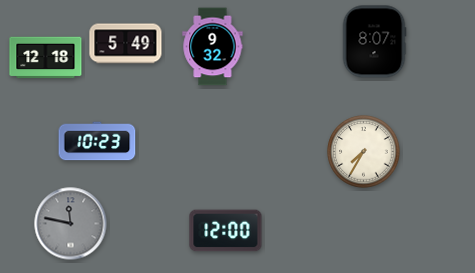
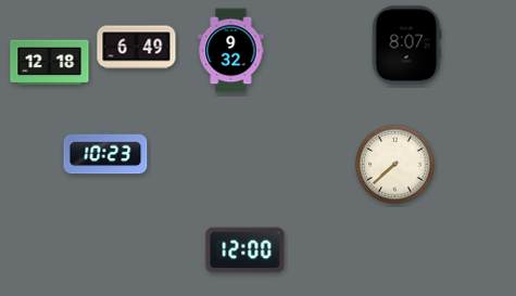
clock at (126, 44): 5:49 -> 6:49
clock at (364, 152): 7:35 -> 7:38
clock at (71, 224): 11:47 -> none
